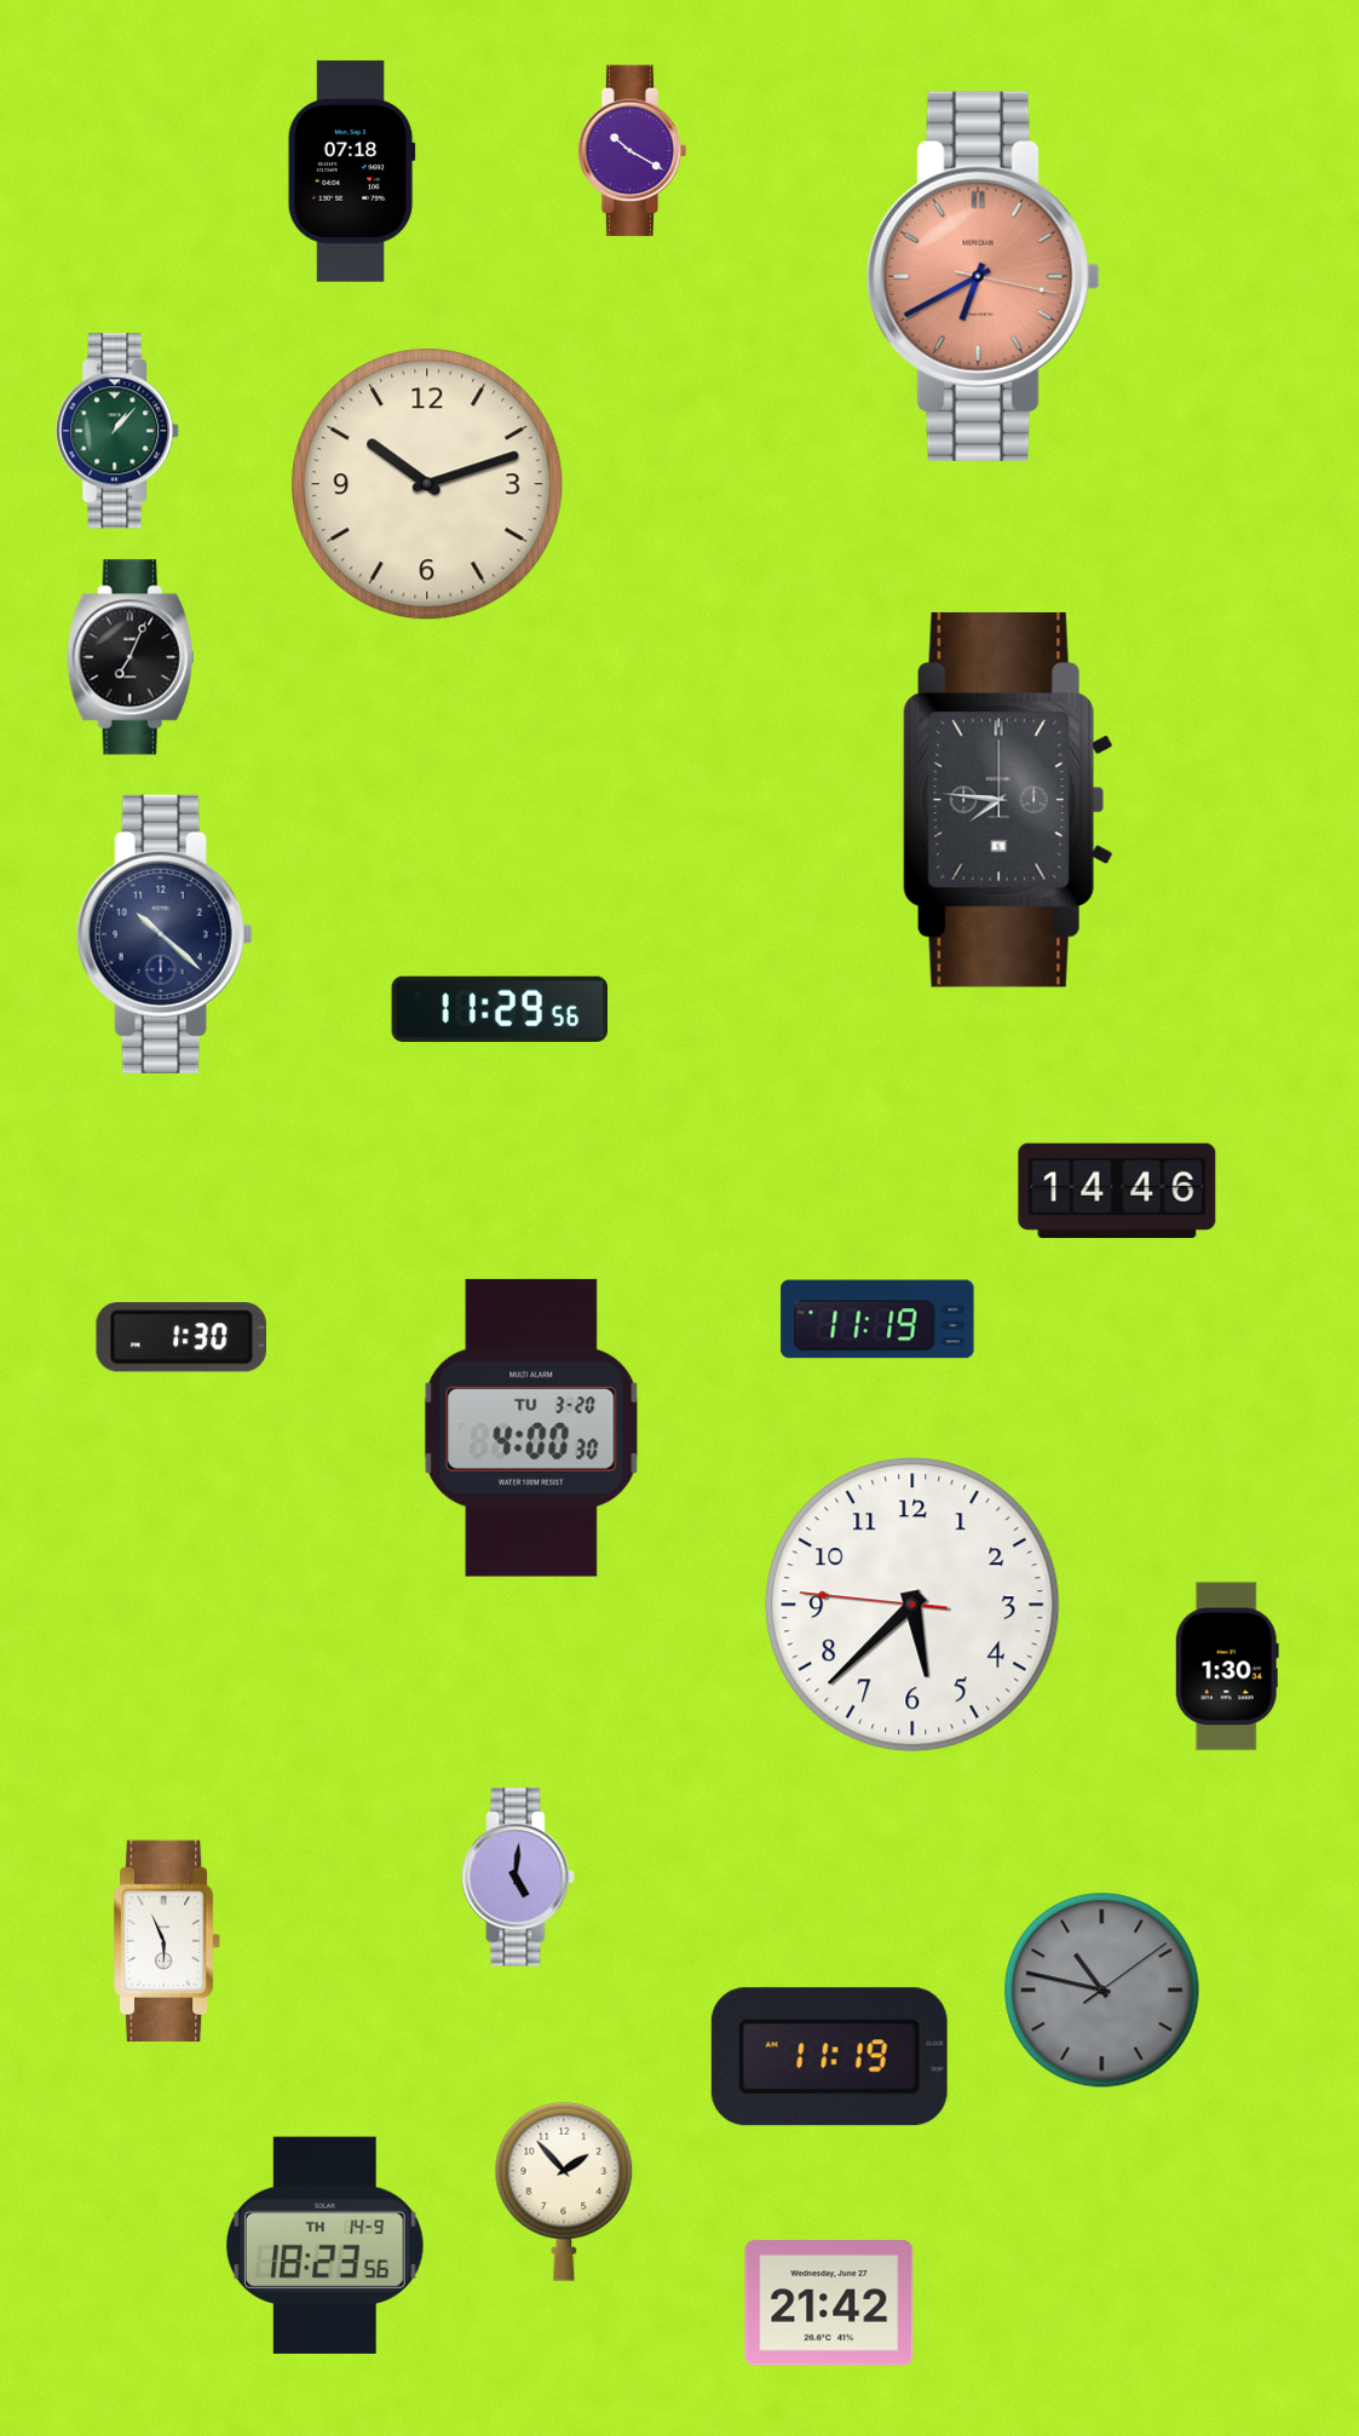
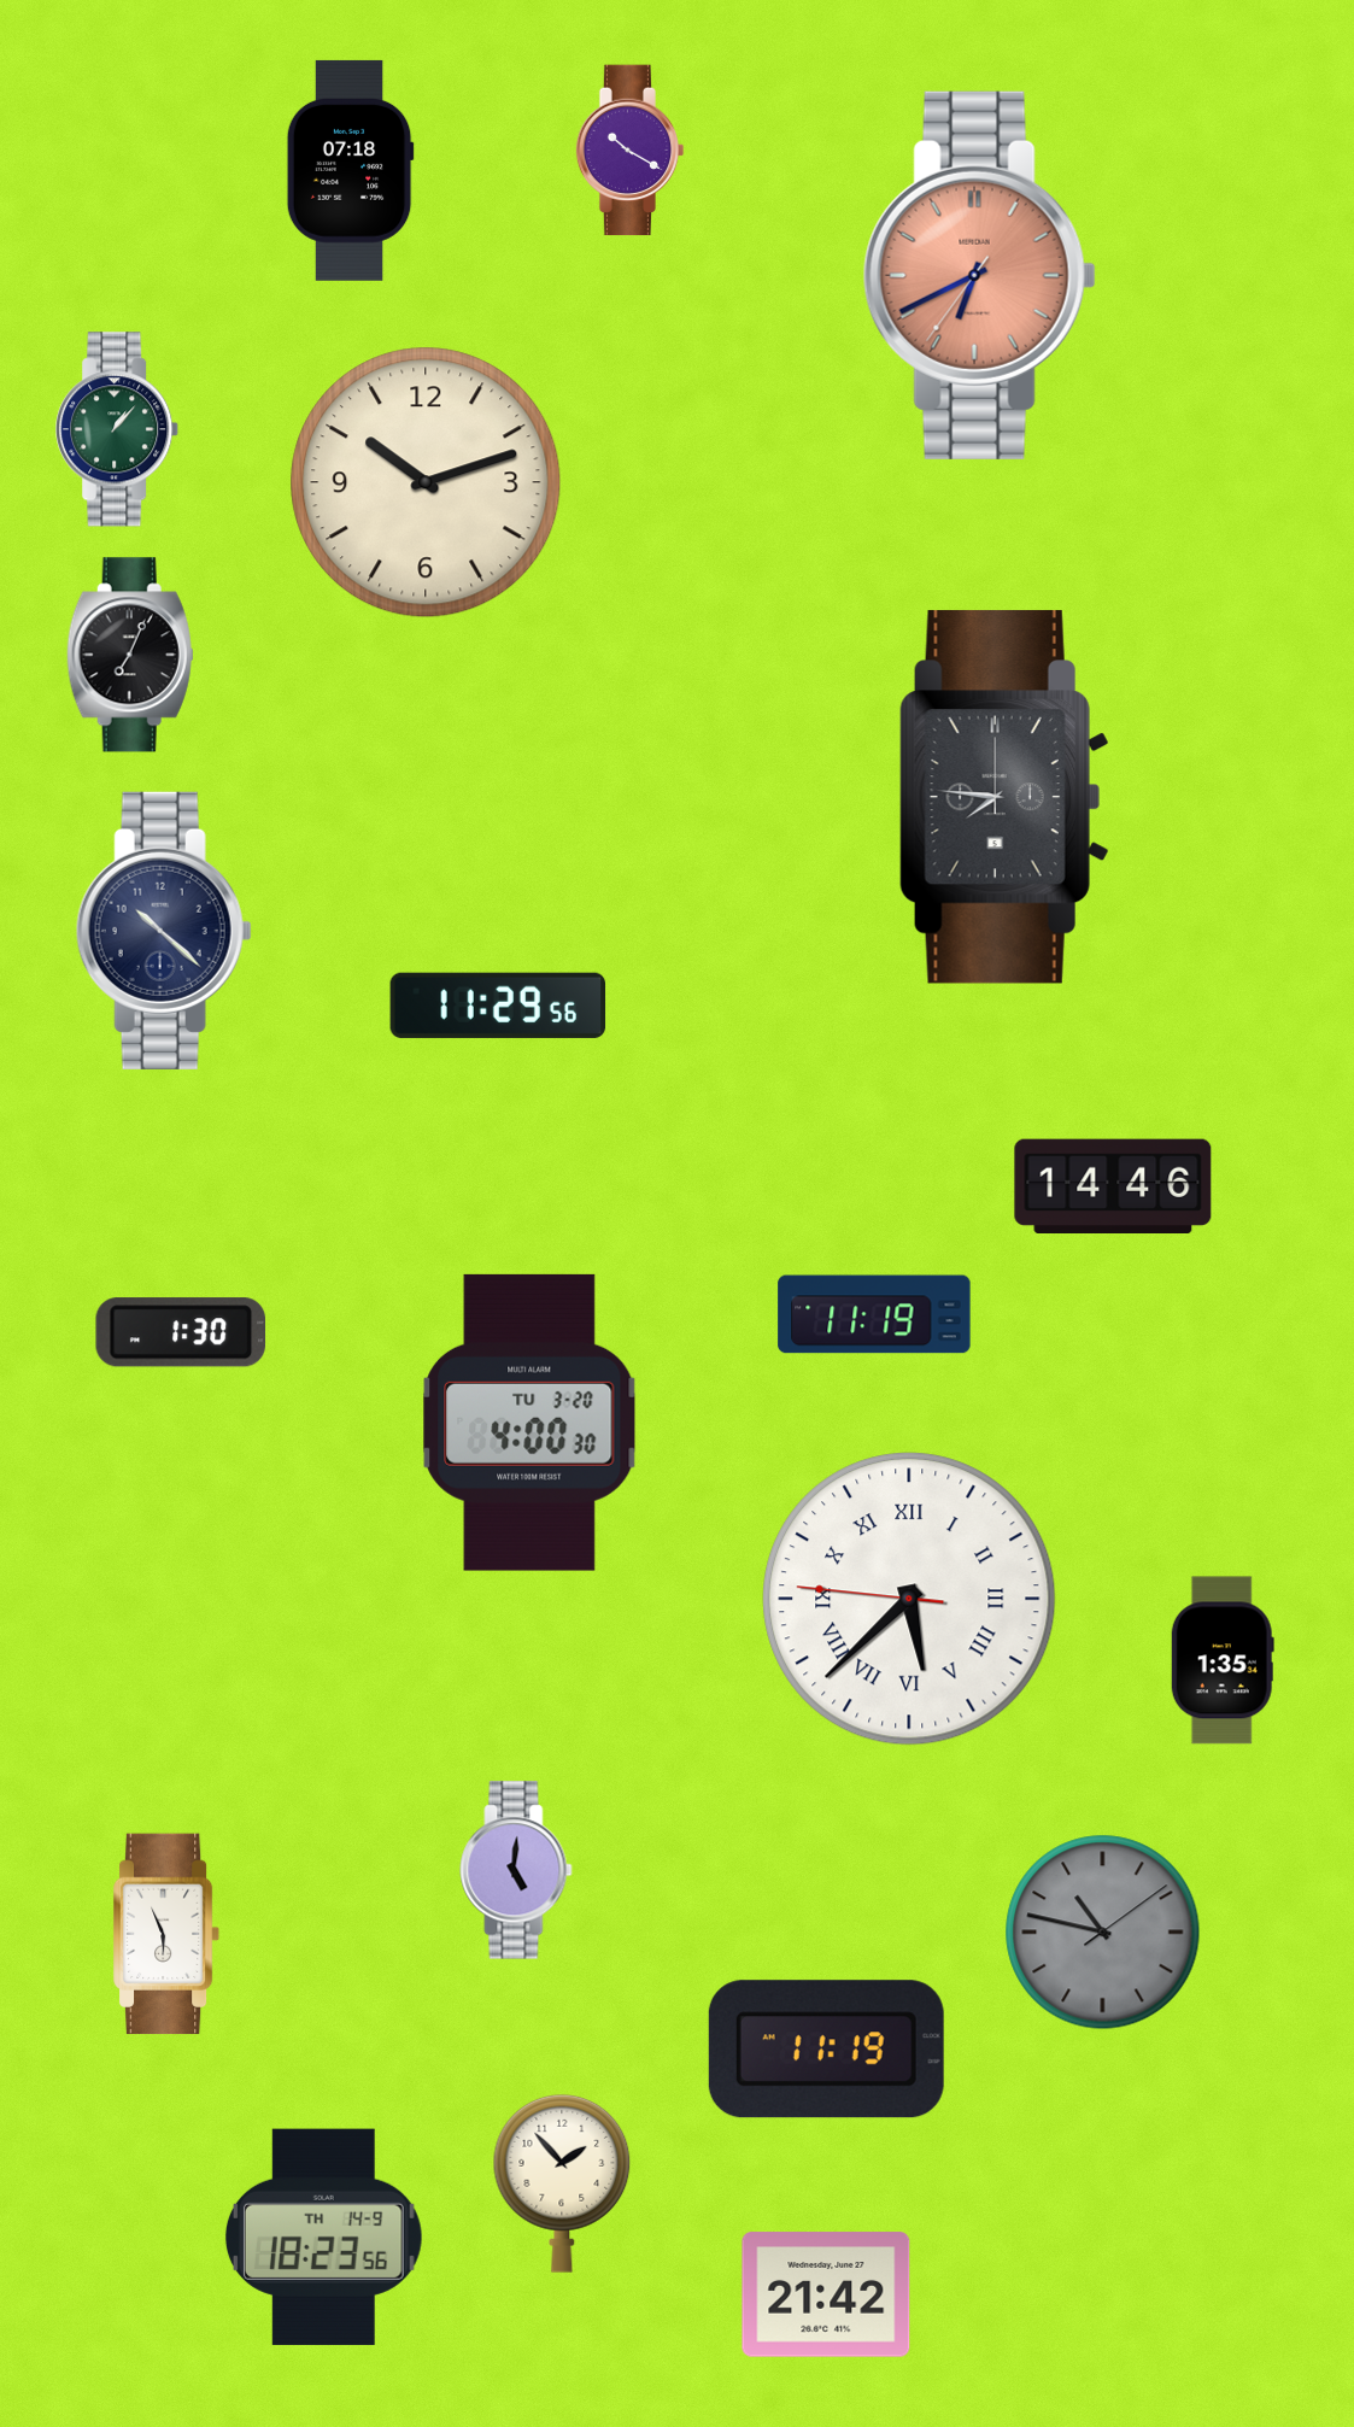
clock at (983, 276): 6:40:17 -> 6:40:36
clock at (912, 1605) numerals: Arabic -> Roman
clock at (1227, 1666): 1:30 -> 1:35
clock at (1102, 1991) position: (1102, 1991) -> (1103, 1933)
